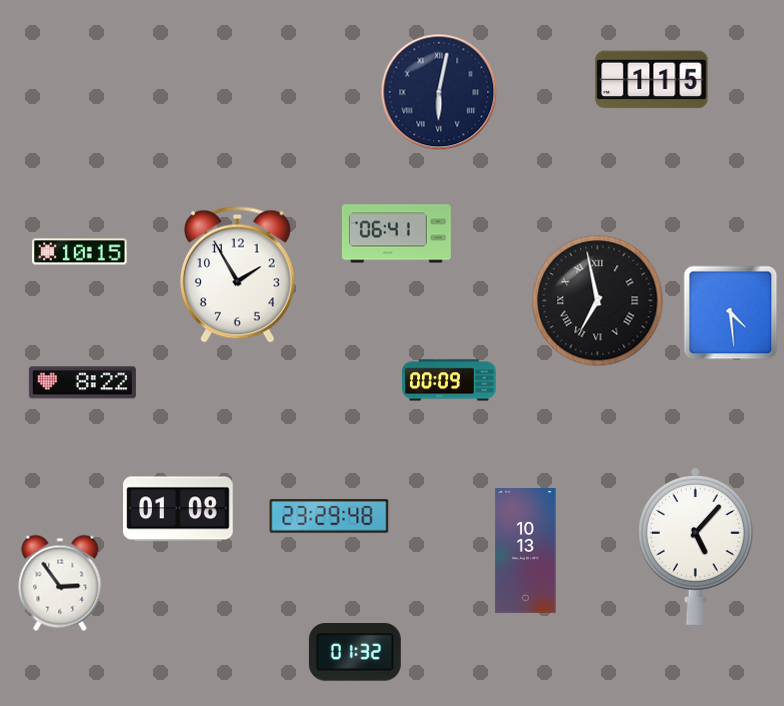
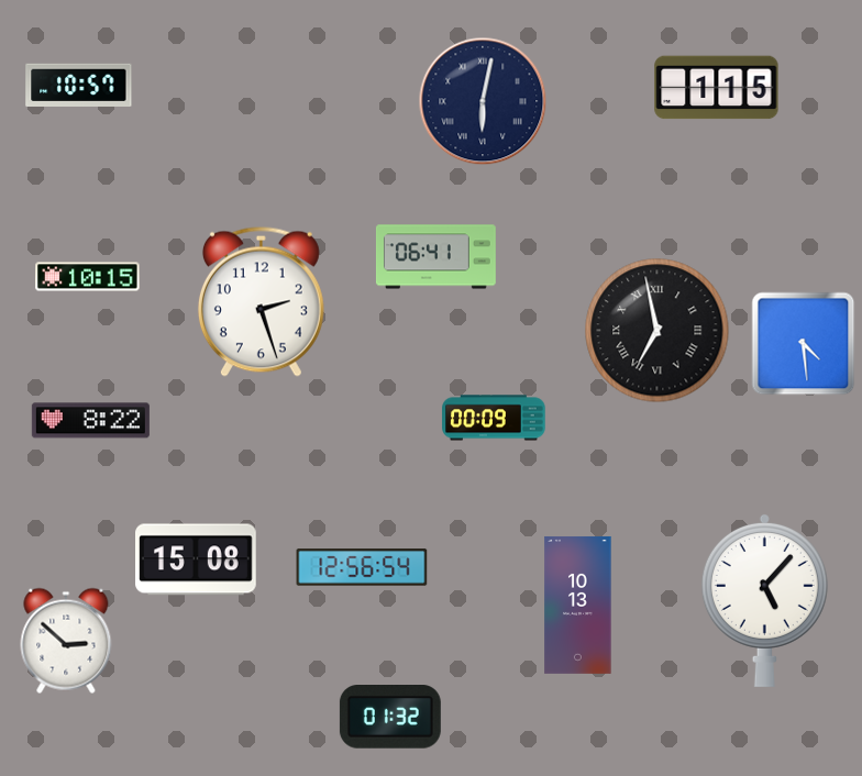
clock at (79, 85): none -> 10:57
clock at (237, 274): 1:55 -> 2:27
clock at (178, 509): 01:08 -> 15:08
clock at (329, 516): 23:29 -> 12:56
clock at (60, 583): 2:54 -> 2:52
